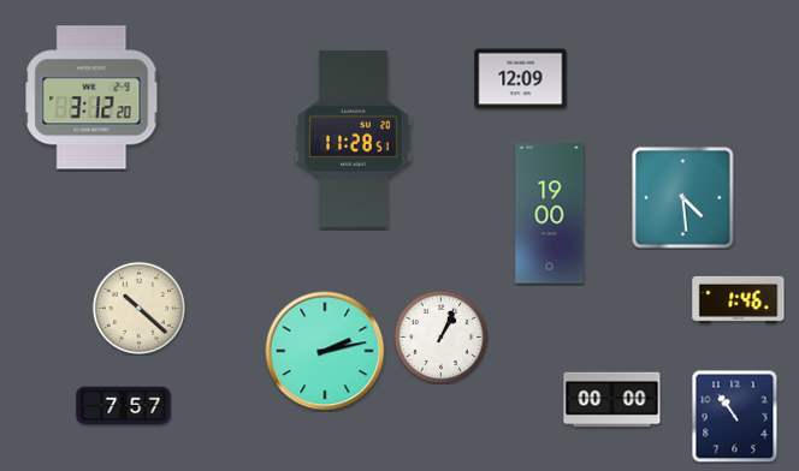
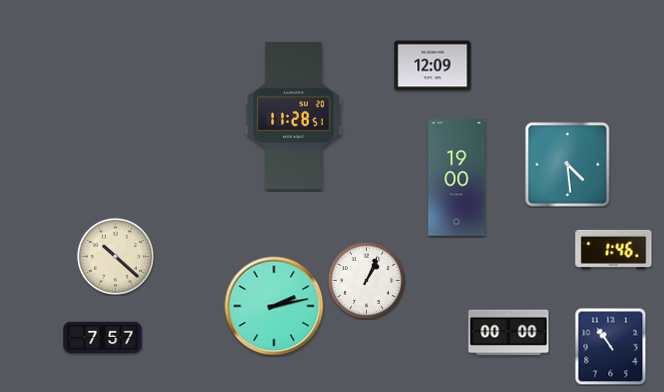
clock at (91, 97): 3:12 -> none
clock at (325, 351) position: (325, 351) -> (274, 306)
